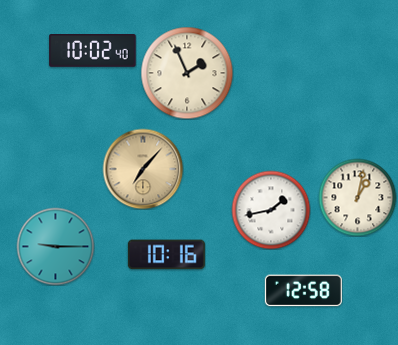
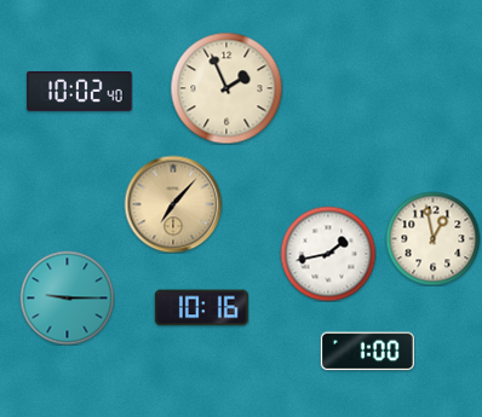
clock at (93, 51) position: (93, 51) -> (80, 92)
clock at (357, 197): 1:02 -> 12:58
clock at (303, 291): 12:58 -> 1:00
